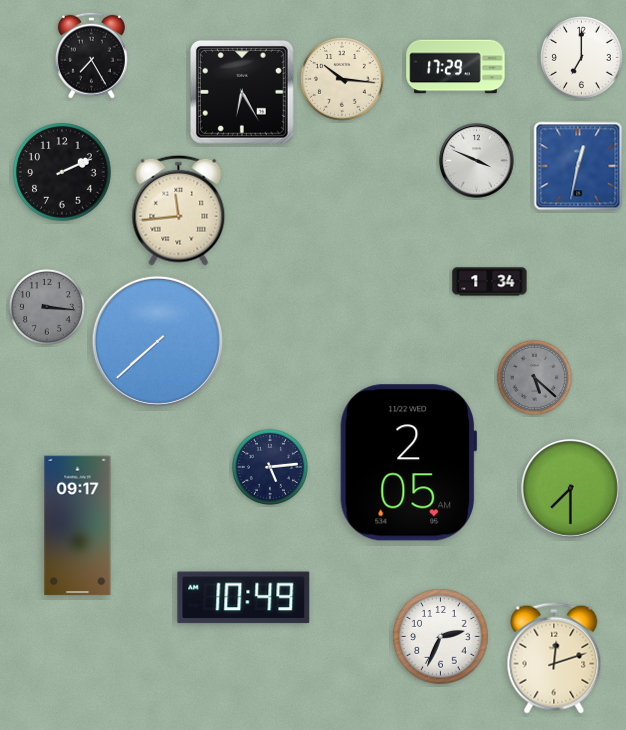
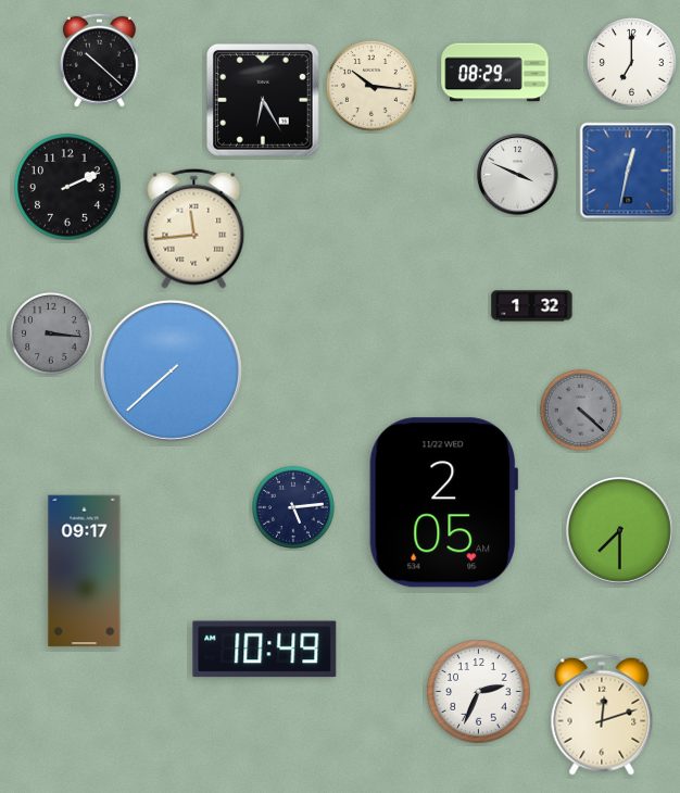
clock at (91, 55): 7:25 -> 10:22
clock at (456, 67): 17:29 -> 08:29
clock at (578, 166) position: (578, 166) -> (628, 171)
clock at (490, 282): 1:34 -> 1:32
clock at (534, 377): 5:22 -> 4:22
